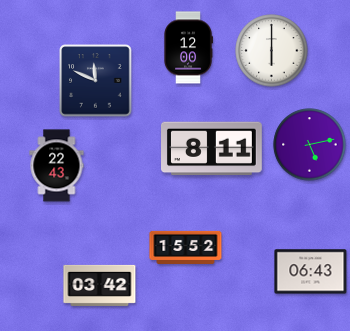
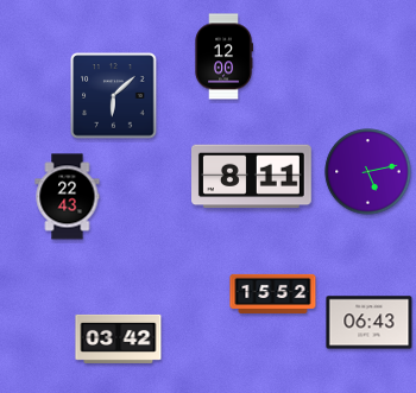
clock at (272, 51): 6:00 -> none
clock at (96, 81): 11:49 -> 6:08
clock at (186, 247) position: (186, 247) -> (273, 293)
